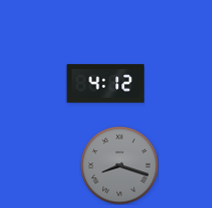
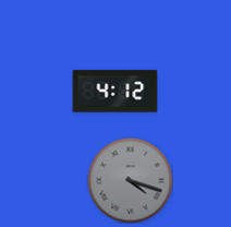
clock at (119, 165): 8:18 -> 4:18
